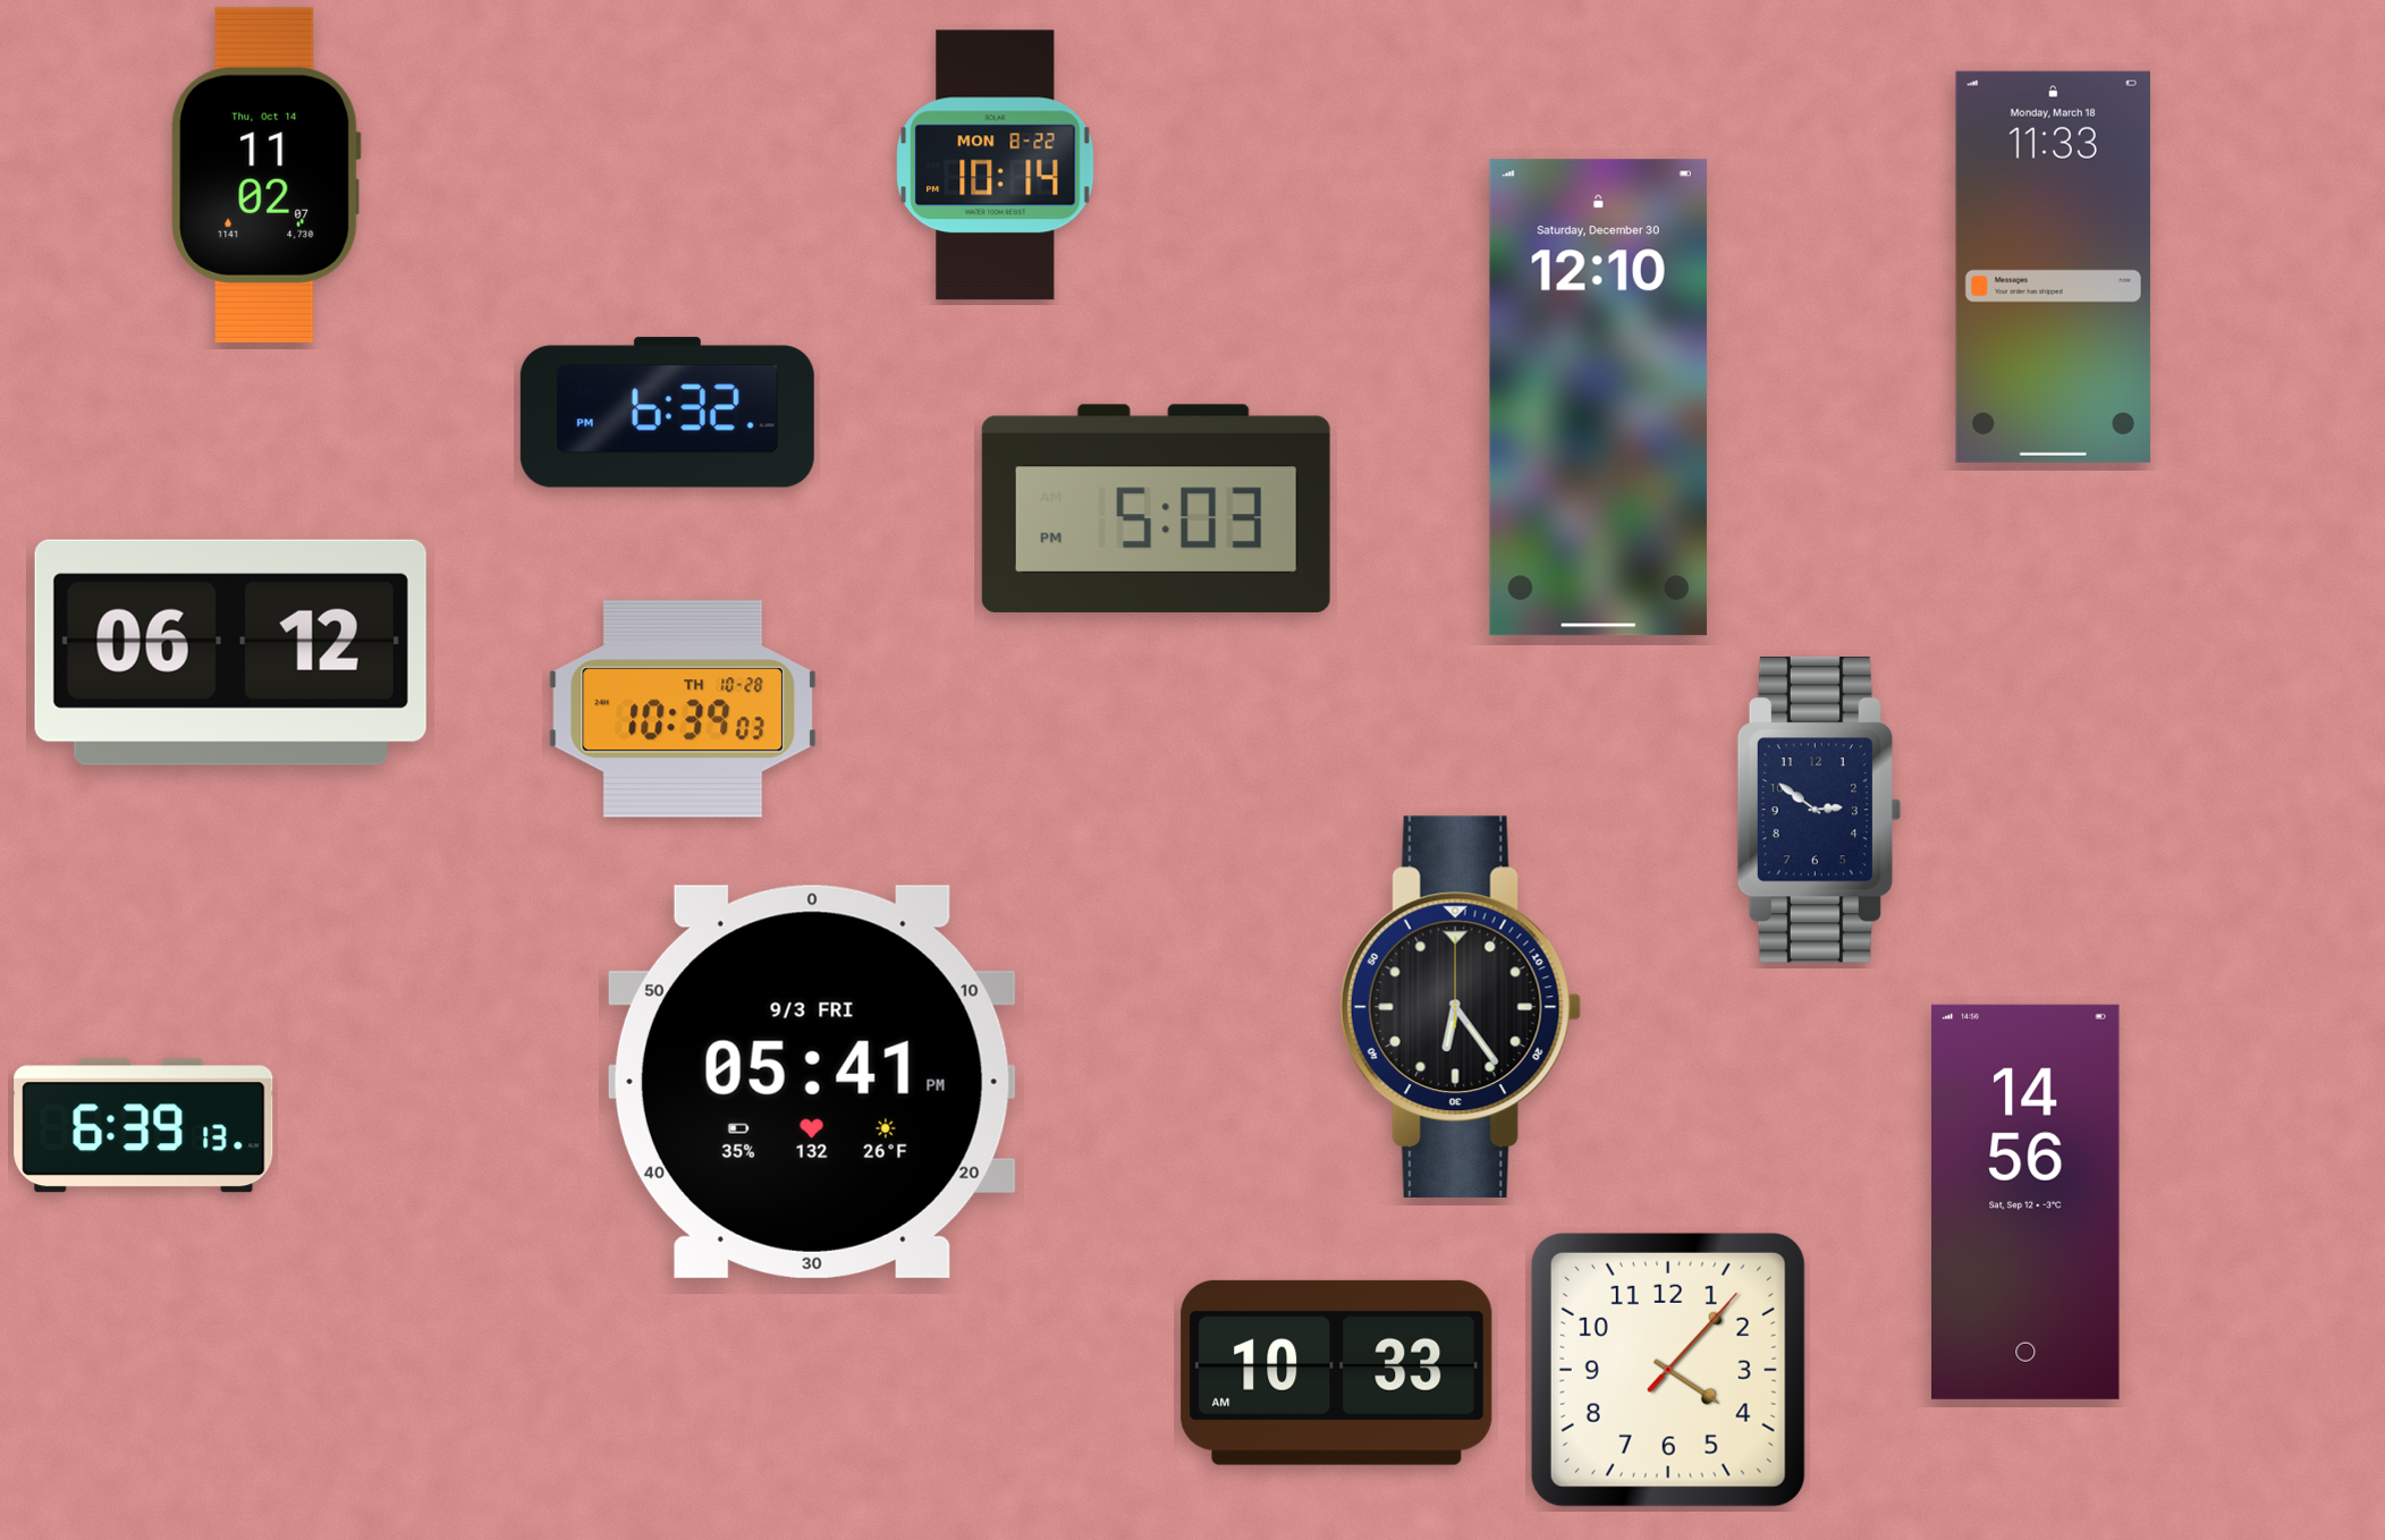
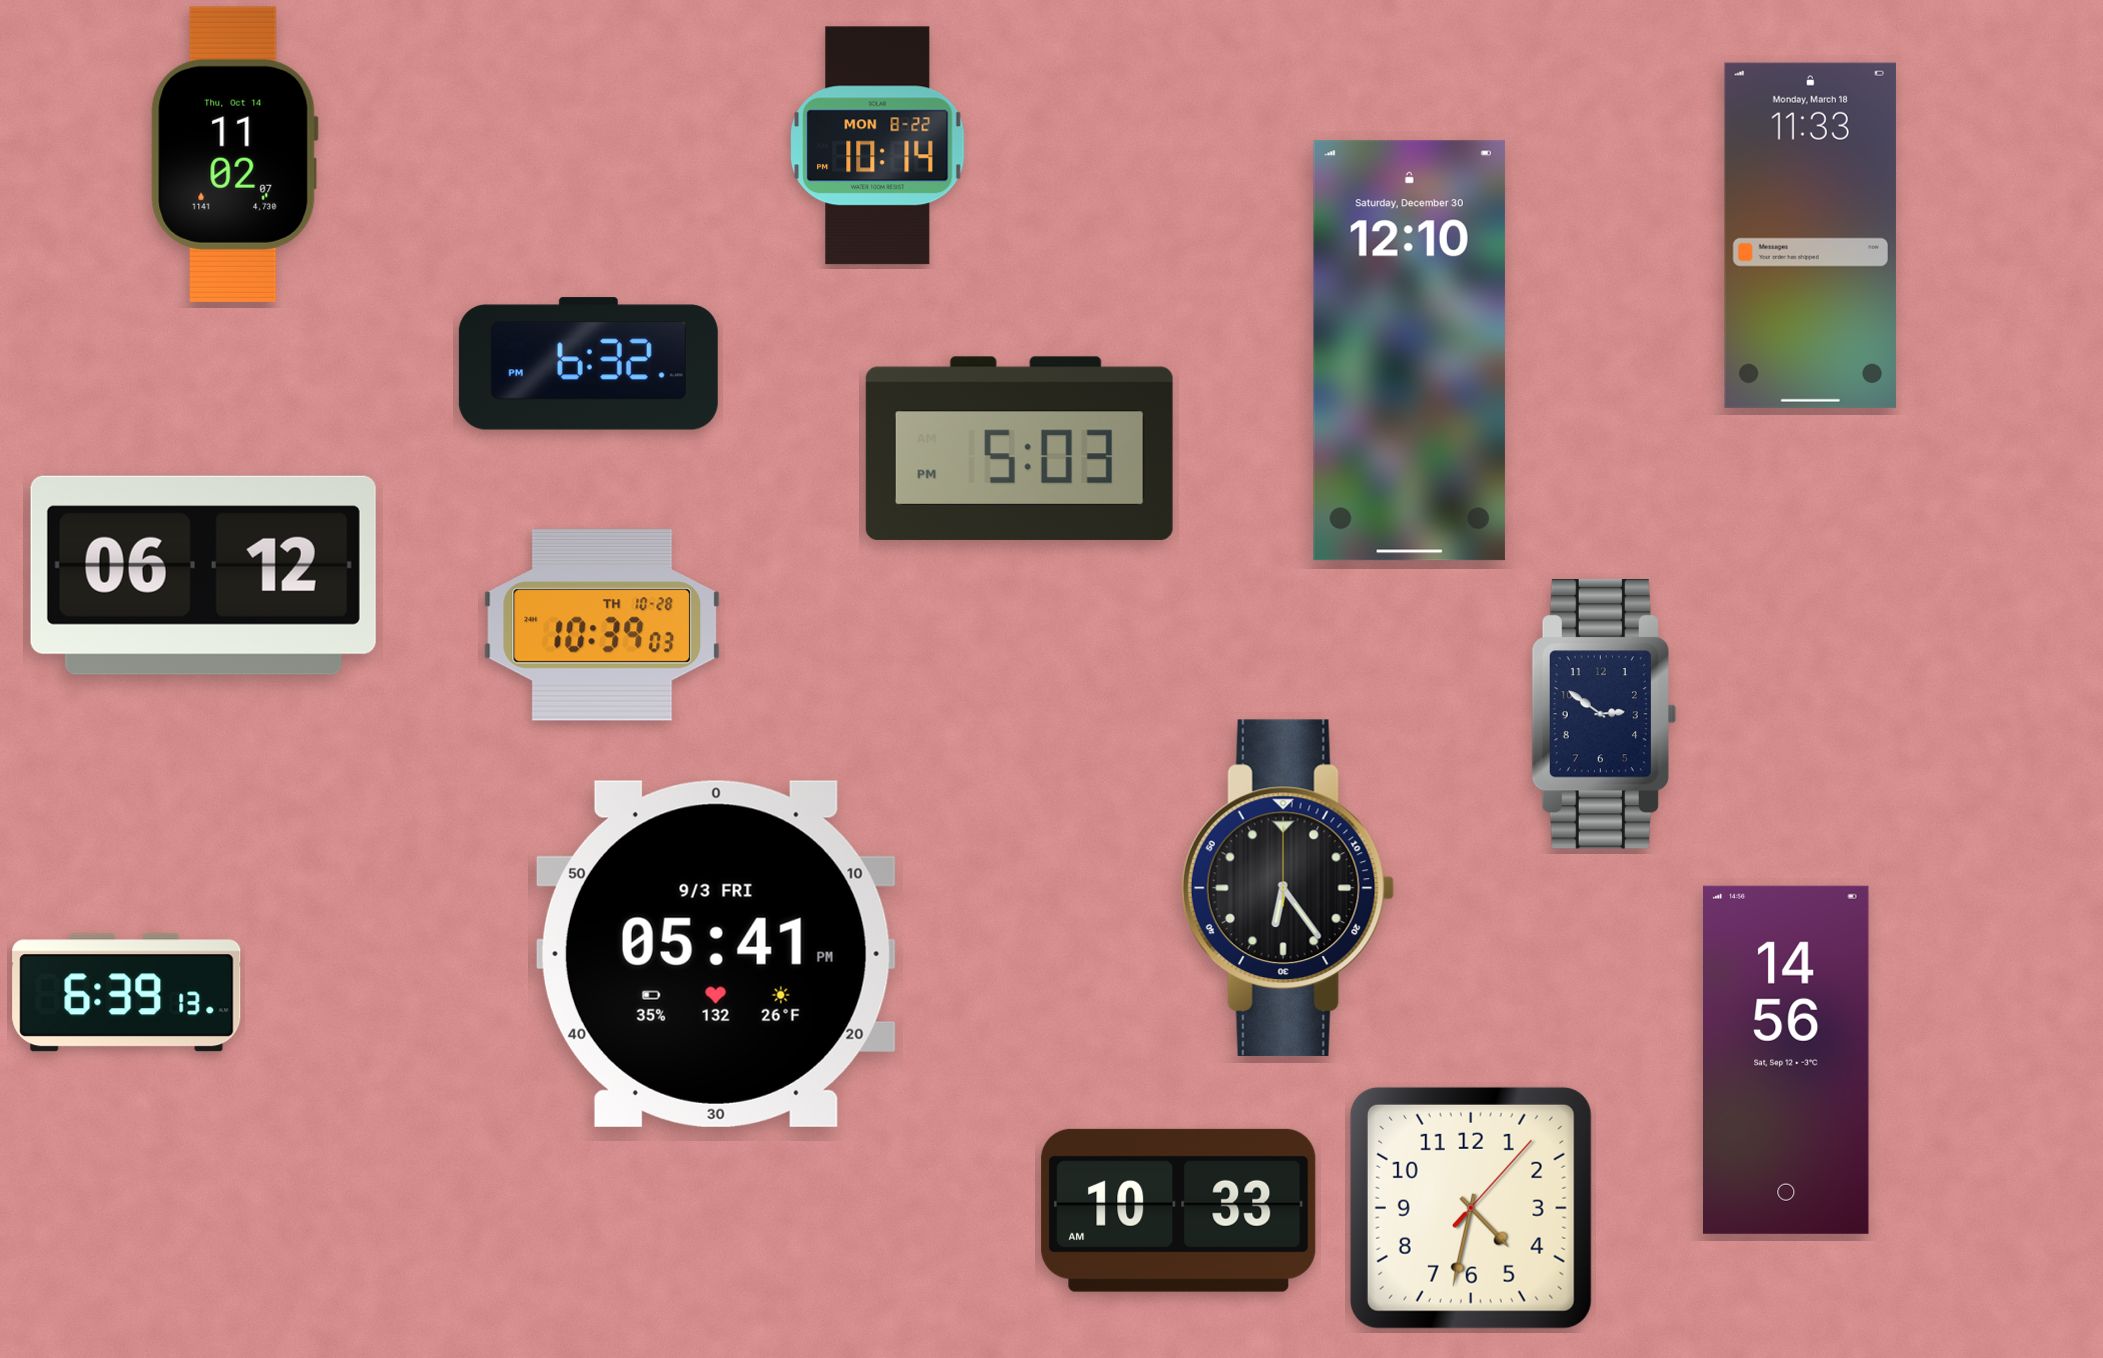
clock at (1668, 1370): 4:07 -> 4:32
